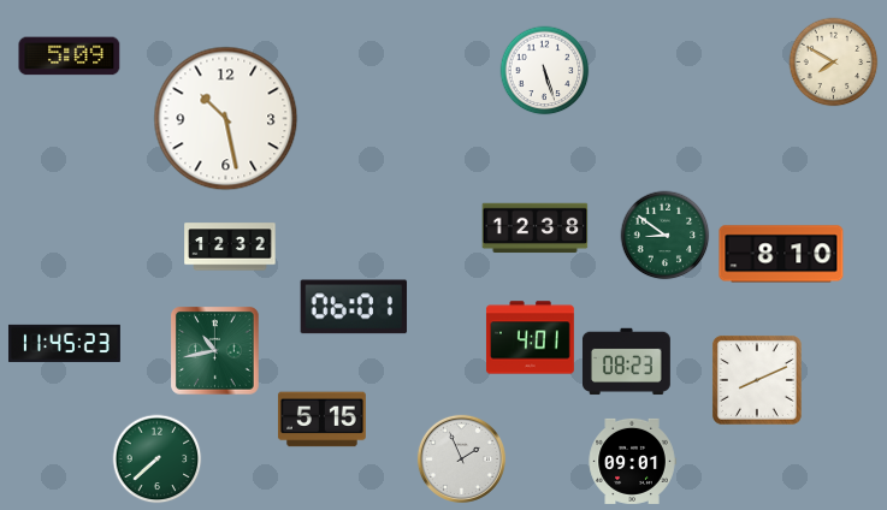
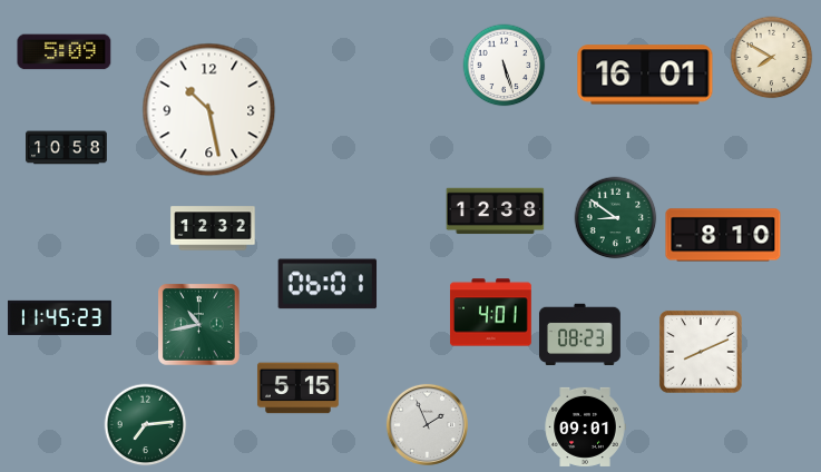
clock at (645, 75): none -> 16:01
clock at (67, 148): none -> 10:58
clock at (158, 459): 7:38 -> 7:14
